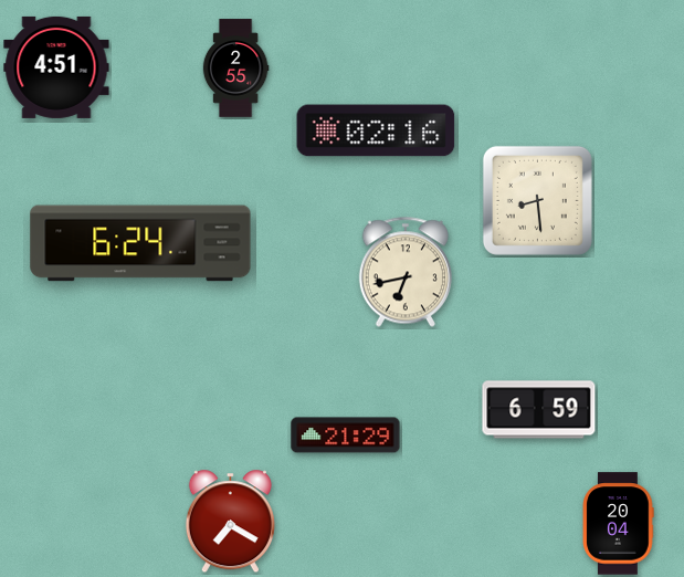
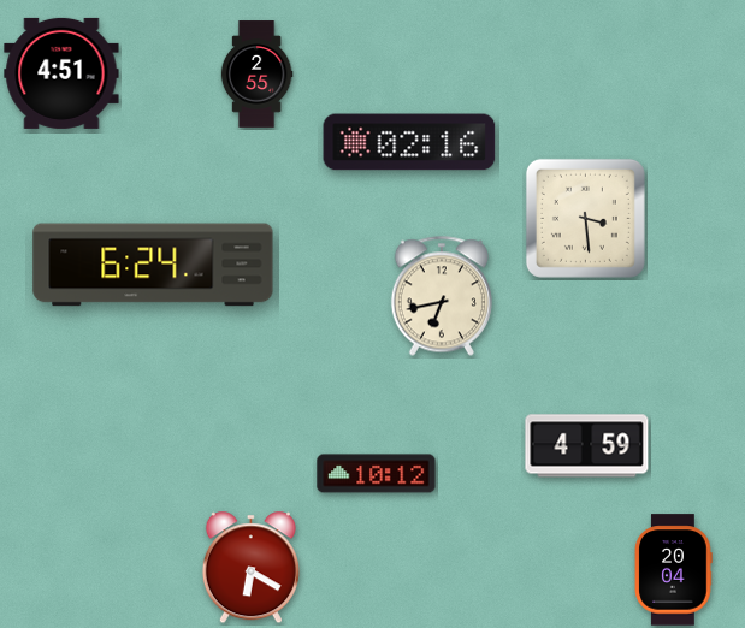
clock at (537, 200): 8:29 -> 3:29
clock at (539, 410): 6:59 -> 4:59
clock at (346, 436): 21:29 -> 10:12
clock at (230, 522): 7:20 -> 6:20
